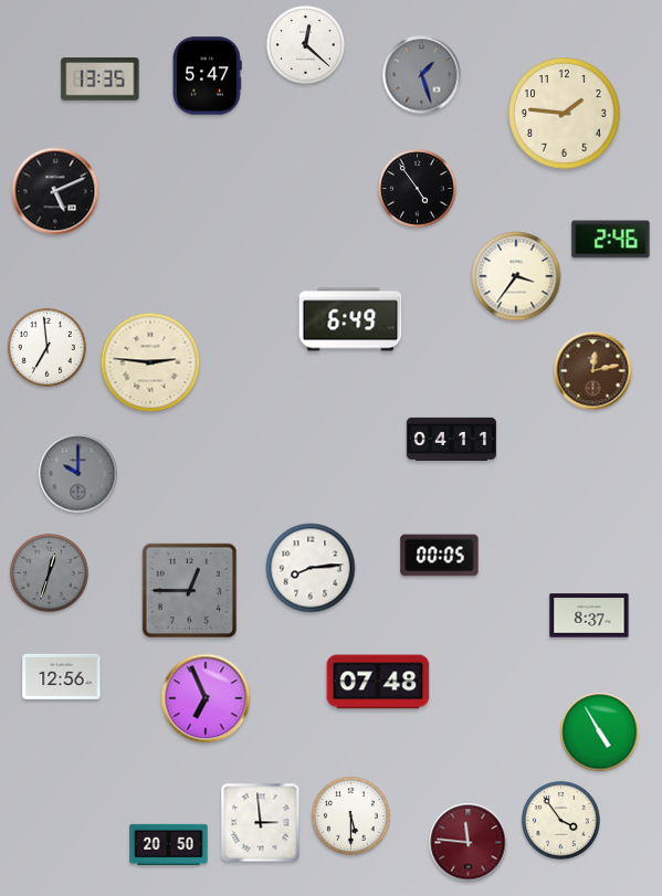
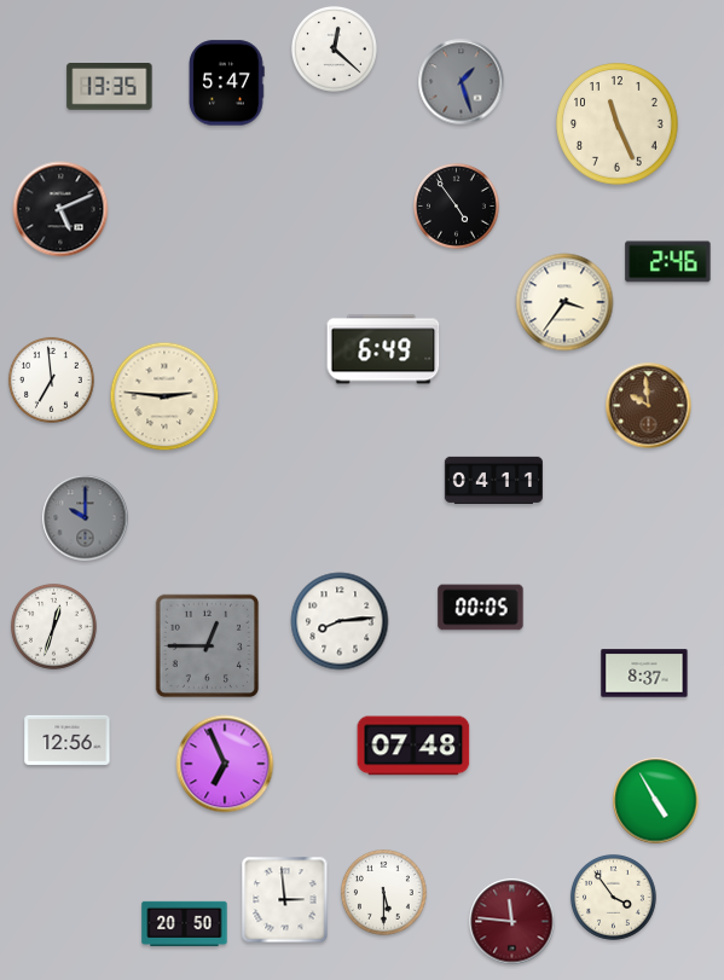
clock at (565, 114): 1:46 -> 11:26
clock at (593, 371): 12:13 -> 9:59
clock at (50, 573) dial: grey -> white
